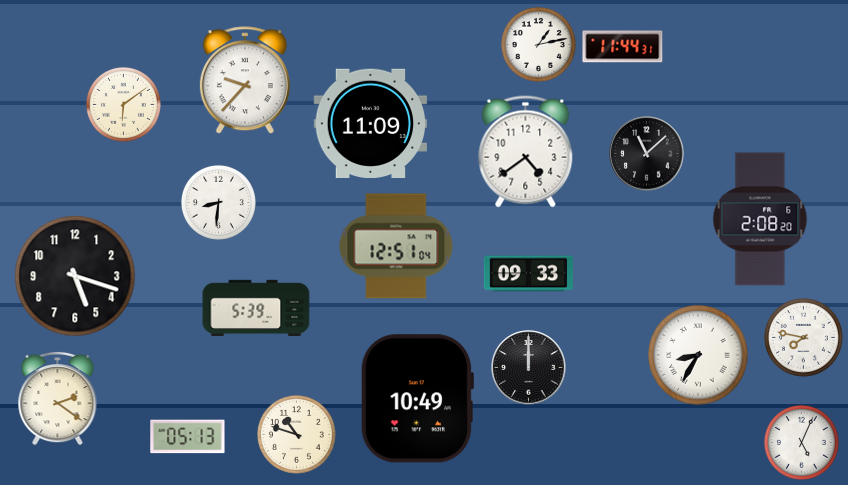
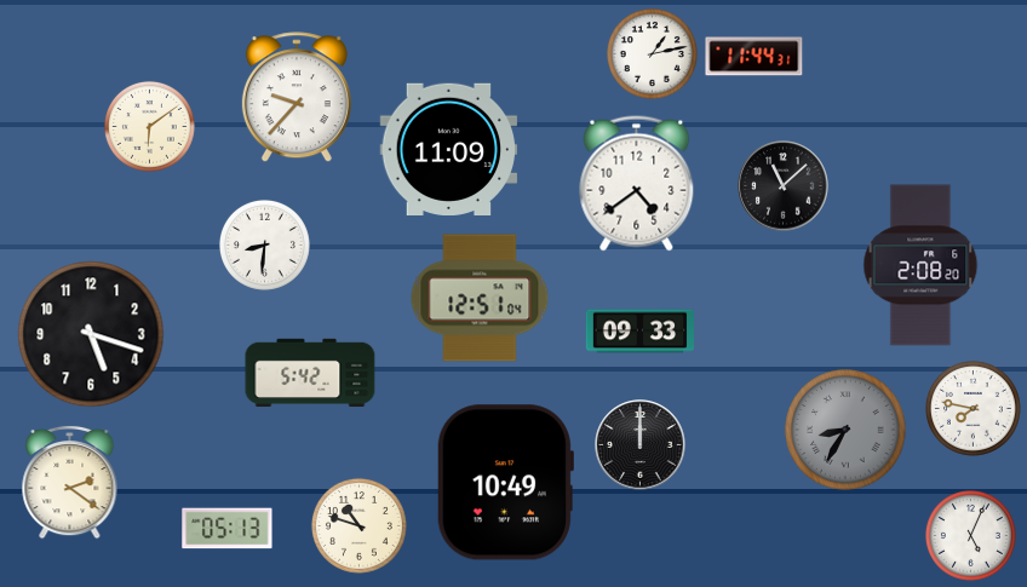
clock at (256, 308): 5:39 -> 5:42
clock at (698, 355) dial: white -> grey
